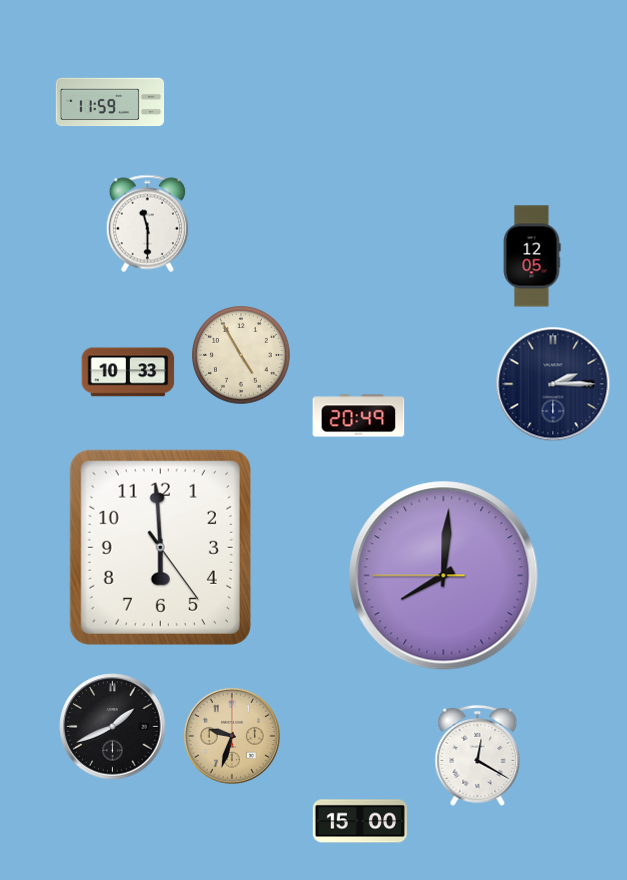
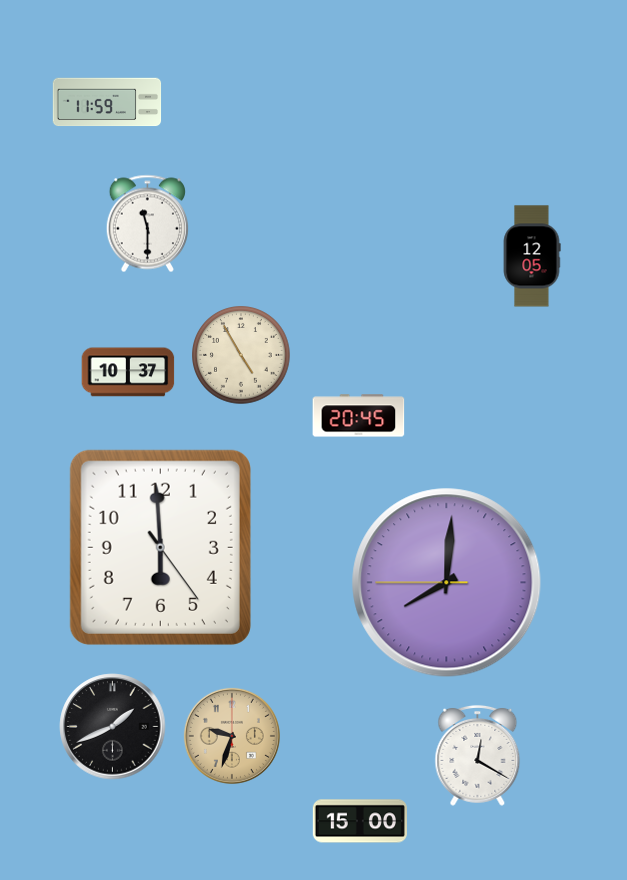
clock at (110, 102) position: (110, 102) -> (107, 102)
clock at (128, 372): 10:33 -> 10:37
clock at (553, 384): 2:15 -> none
clock at (359, 416): 20:49 -> 20:45
clock at (444, 576) position: (444, 576) -> (447, 583)
